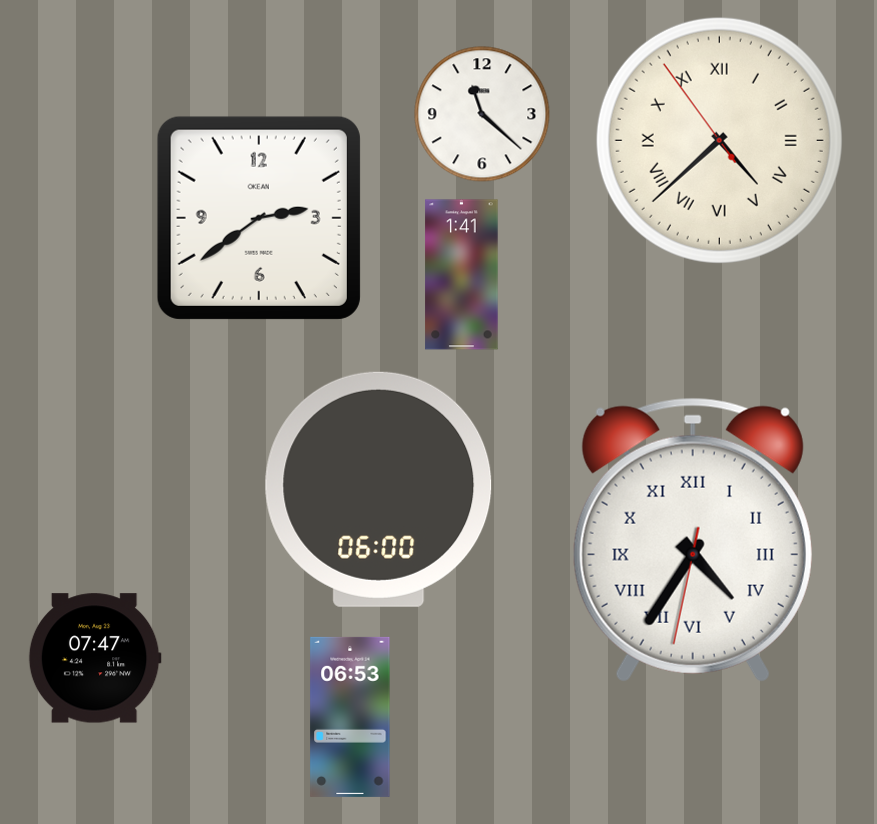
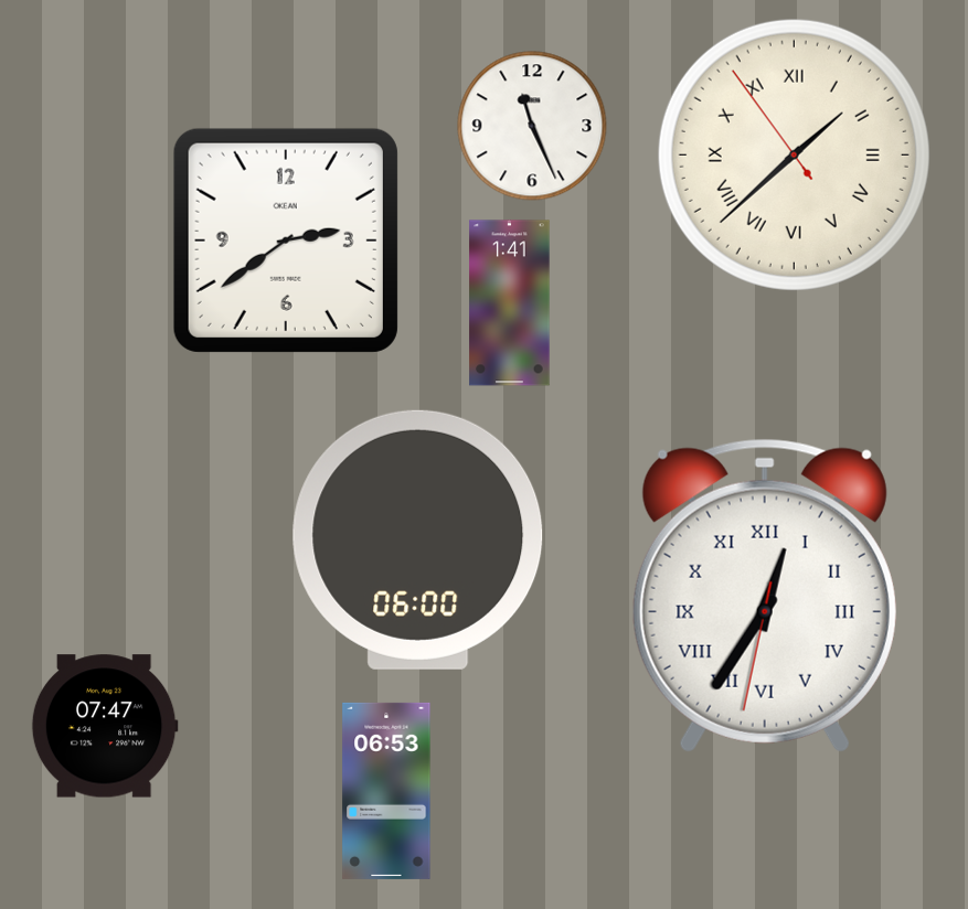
clock at (482, 114): 11:22 -> 11:26
clock at (719, 140): 4:37 -> 1:37
clock at (693, 540): 4:35 -> 12:35
